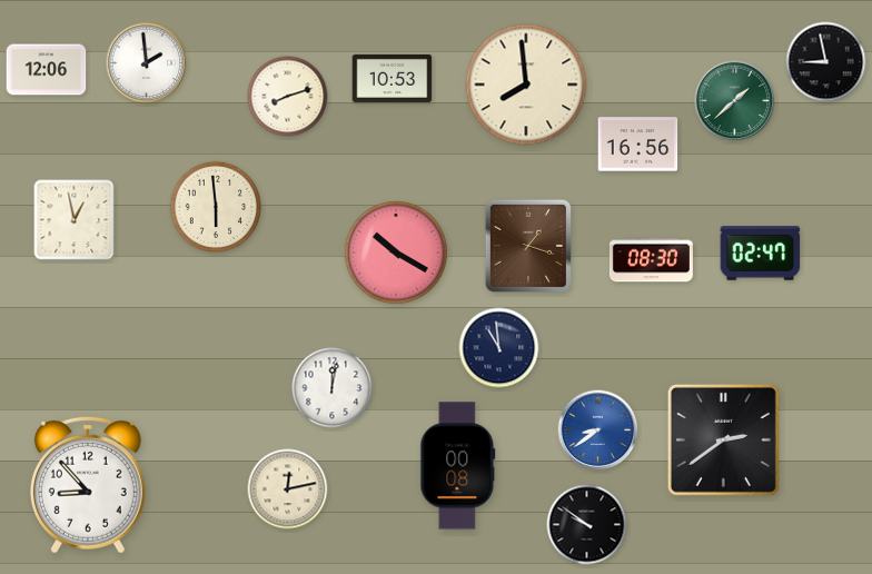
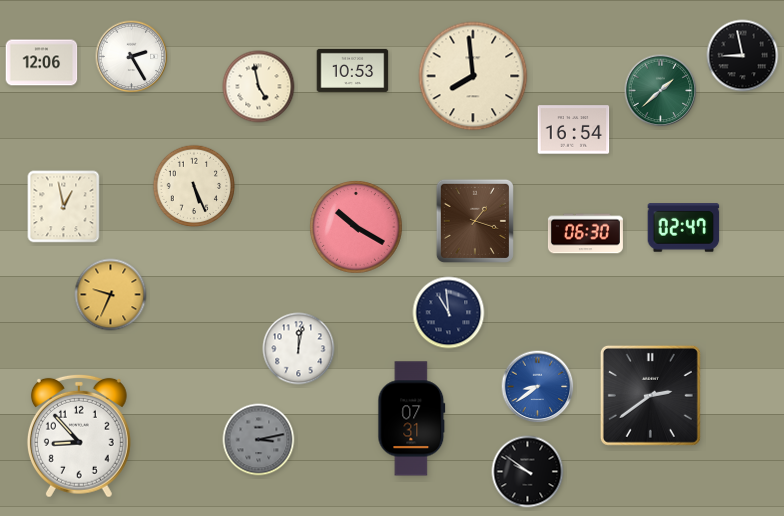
clock at (147, 63): 1:59 -> 2:25
clock at (288, 97): 8:12 -> 4:58
clock at (638, 145): 16:56 -> 16:54
clock at (216, 207): 5:59 -> 5:26
clock at (75, 220) position: (75, 220) -> (64, 207)
clock at (651, 260): 08:30 -> 06:30
clock at (111, 295): none -> 9:34
clock at (458, 466): 00:08 -> 07:31
clock at (288, 489): 12:13 -> 3:13
clock at (288, 489) dial: cream -> grey
